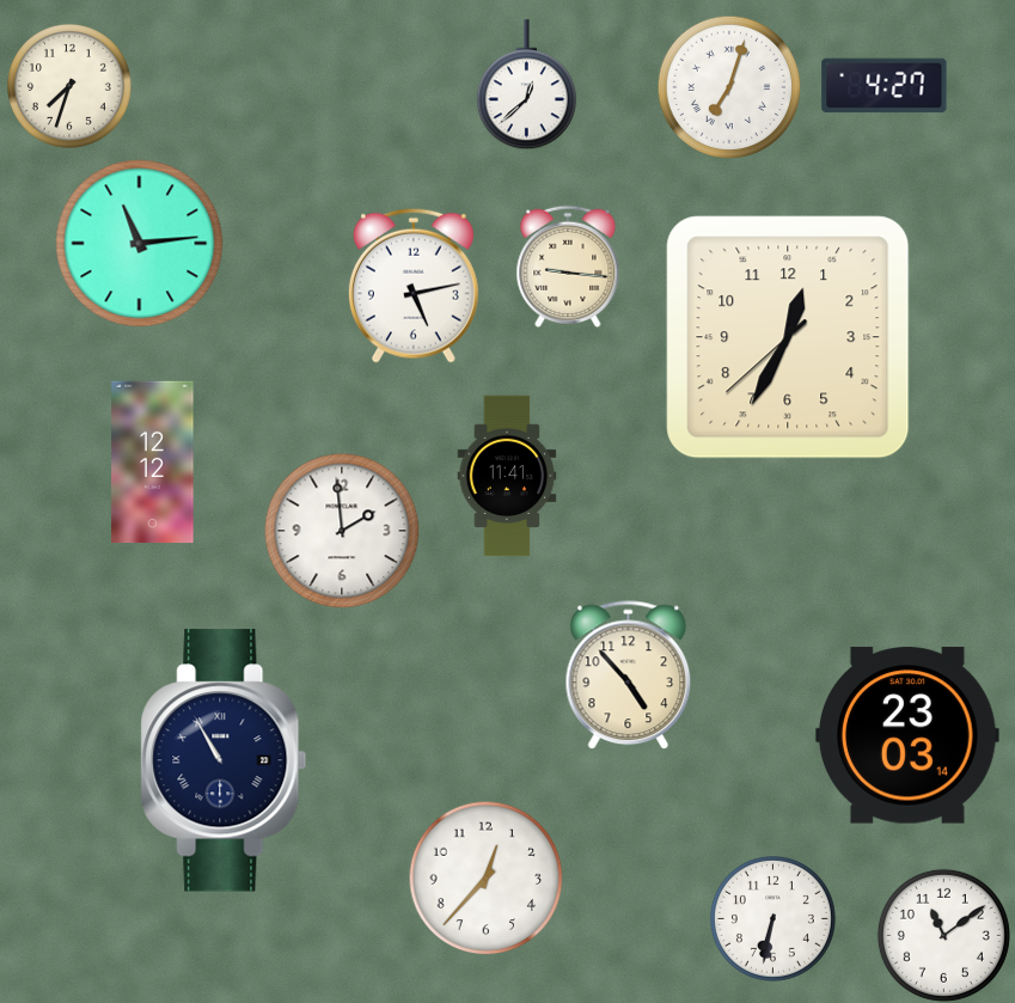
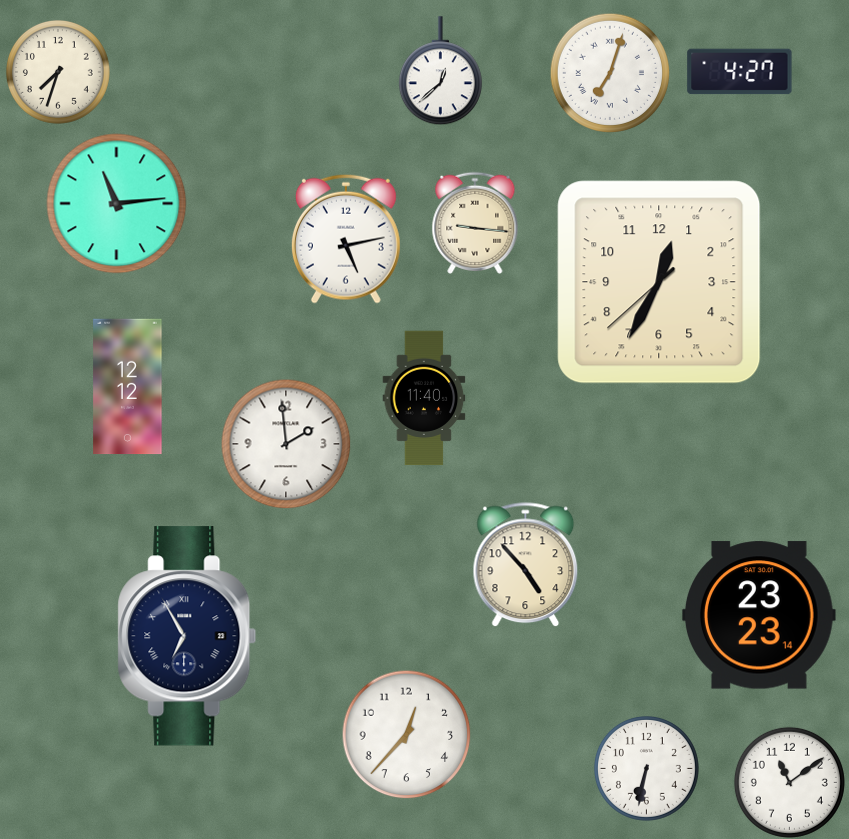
clock at (507, 476): 11:41 -> 11:40
clock at (907, 735): 23:03 -> 23:23
clock at (224, 760): 10:55 -> 6:55
